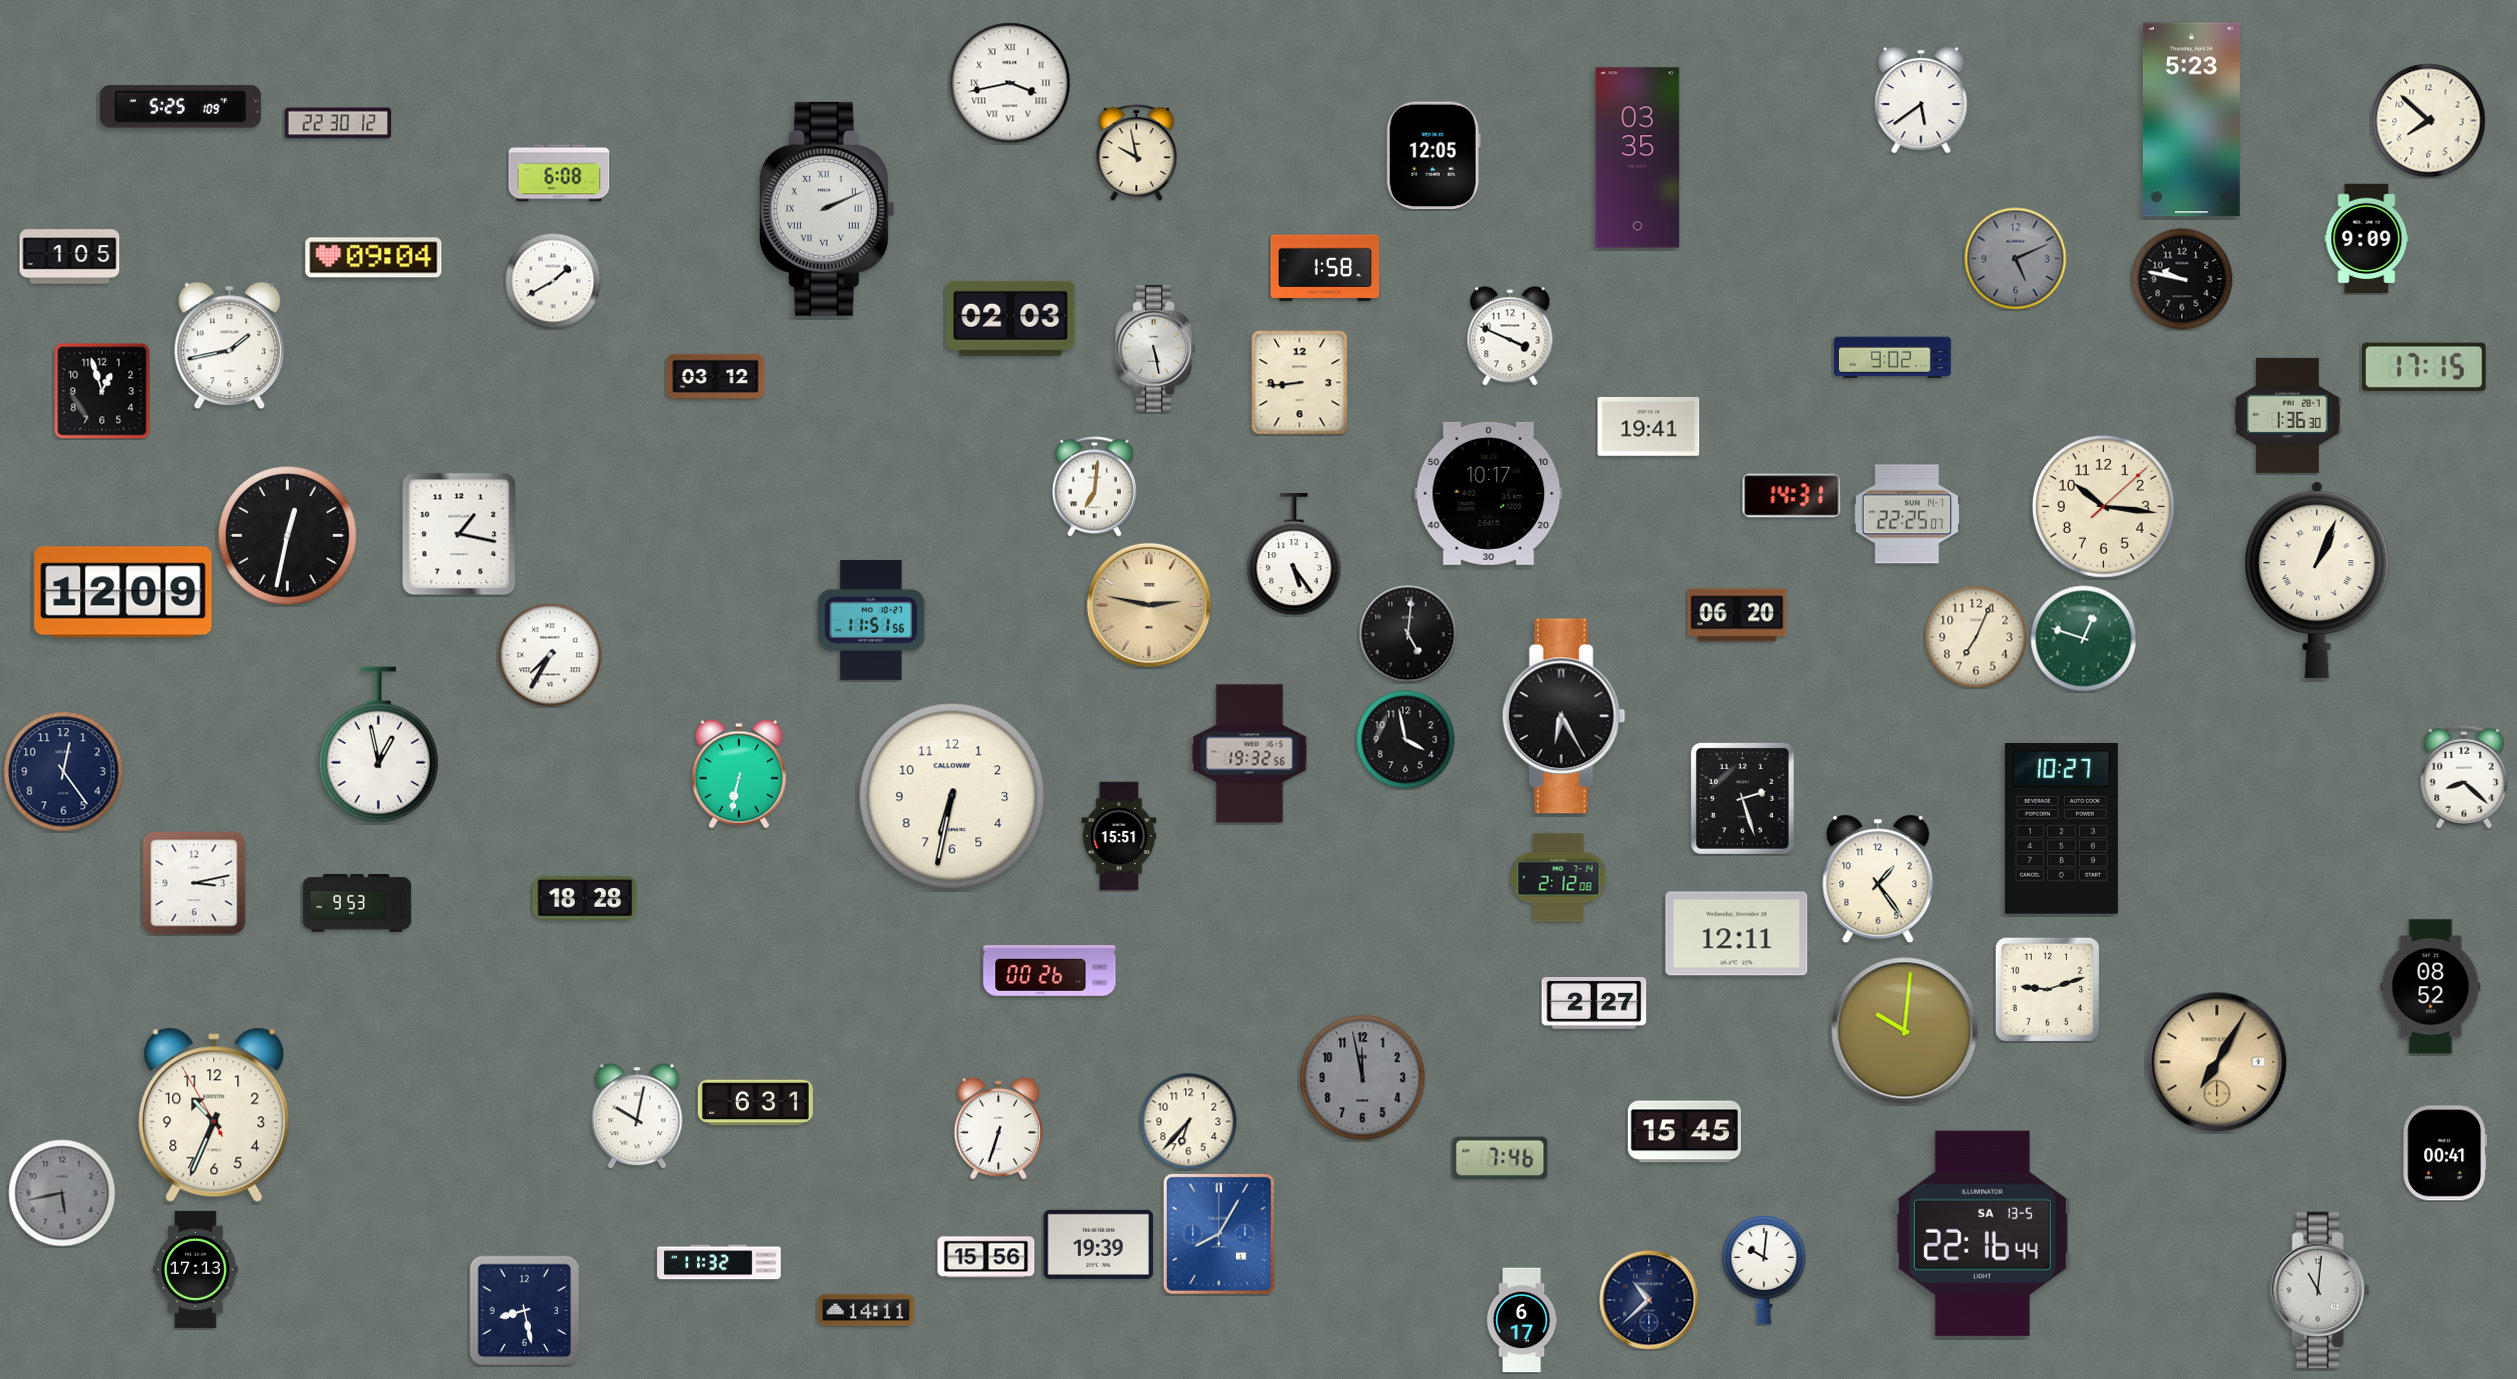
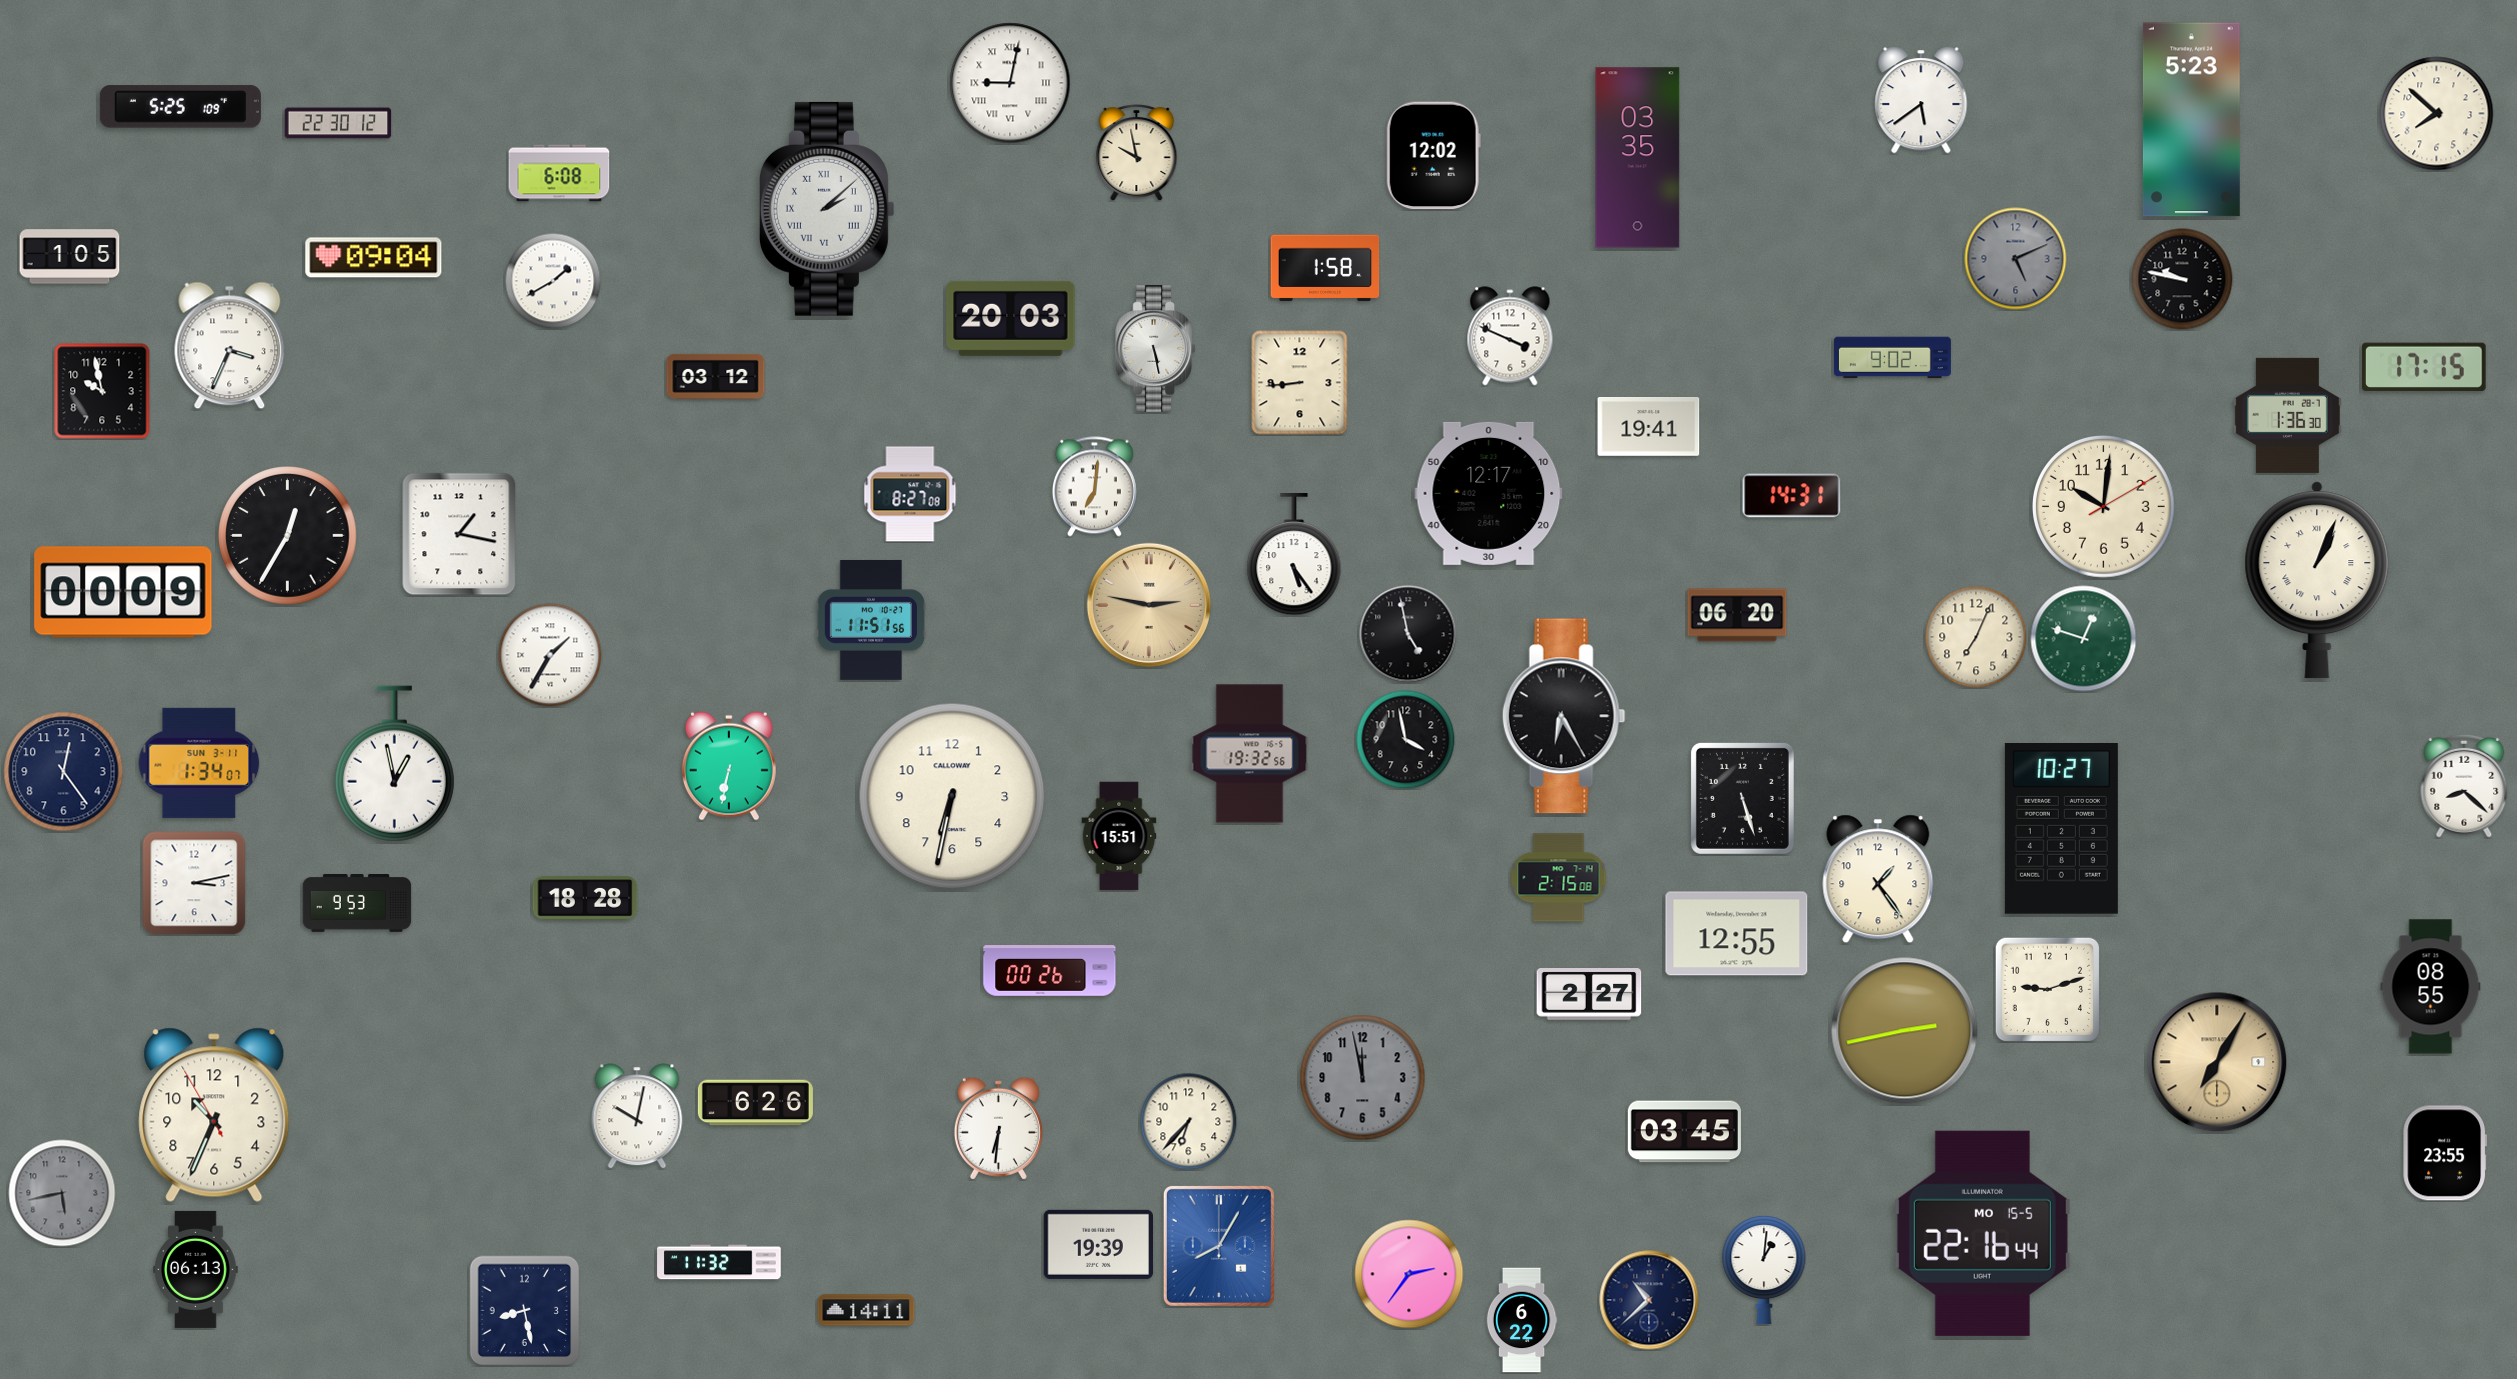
clock at (1010, 83): 3:43 -> 9:02
clock at (2429, 121) position: (2429, 121) -> (2437, 114)
clock at (1433, 156): 12:05 -> 12:02
clock at (827, 209): 2:11 -> 2:08
clock at (2367, 239): 9:09 -> none
clock at (1011, 318): 02:03 -> 20:03
clock at (230, 346): 1:43 -> 3:34
clock at (102, 391): 12:57 -> 9:58
clock at (1489, 493): 10:17 -> 12:17
clock at (910, 494): none -> 8:27
clock at (2104, 507): 10:16 -> 10:01
clock at (1907, 514): 22:25 -> none
clock at (288, 536): 12:32 -> 12:35
clock at (123, 592): 12:09 -> 00:09
clock at (1408, 634): 5:01 -> 4:58
clock at (550, 655): 7:35 -> 1:35
clock at (378, 745) position: (378, 745) -> (394, 764)
clock at (199, 763): none -> 1:34
clock at (739, 774) position: (739, 774) -> (729, 766)
clock at (2464, 777) position: (2464, 777) -> (2464, 786)
clock at (1742, 798): 2:27 -> 5:27
clock at (1559, 878): 2:12 -> 2:15
clock at (1737, 934): 12:11 -> 12:55
clock at (2431, 987): 08:52 -> 08:55
clock at (1594, 1004) position: (1594, 1004) -> (1589, 995)
clock at (1905, 1031): 10:01 -> 2:43
clock at (755, 1103): 6:31 -> 6:26
clock at (998, 1128): 6:33 -> 6:31
clock at (1684, 1132): 15:45 -> 03:45
clock at (2445, 1153): 00:41 -> 23:55
clock at (1500, 1158): 7:46 -> none
clock at (1982, 1233) date: SA 13-5 -> MO 15-5
clock at (1219, 1234) position: (1219, 1234) -> (1219, 1246)
clock at (986, 1257): 15:56 -> none
clock at (196, 1269): 17:13 -> 06:13
clock at (1764, 1270): 10:01 -> 1:01
clock at (1409, 1274): none -> 2:36
clock at (2320, 1290): 11:01 -> none
clock at (1522, 1320): 6:17 -> 6:22
